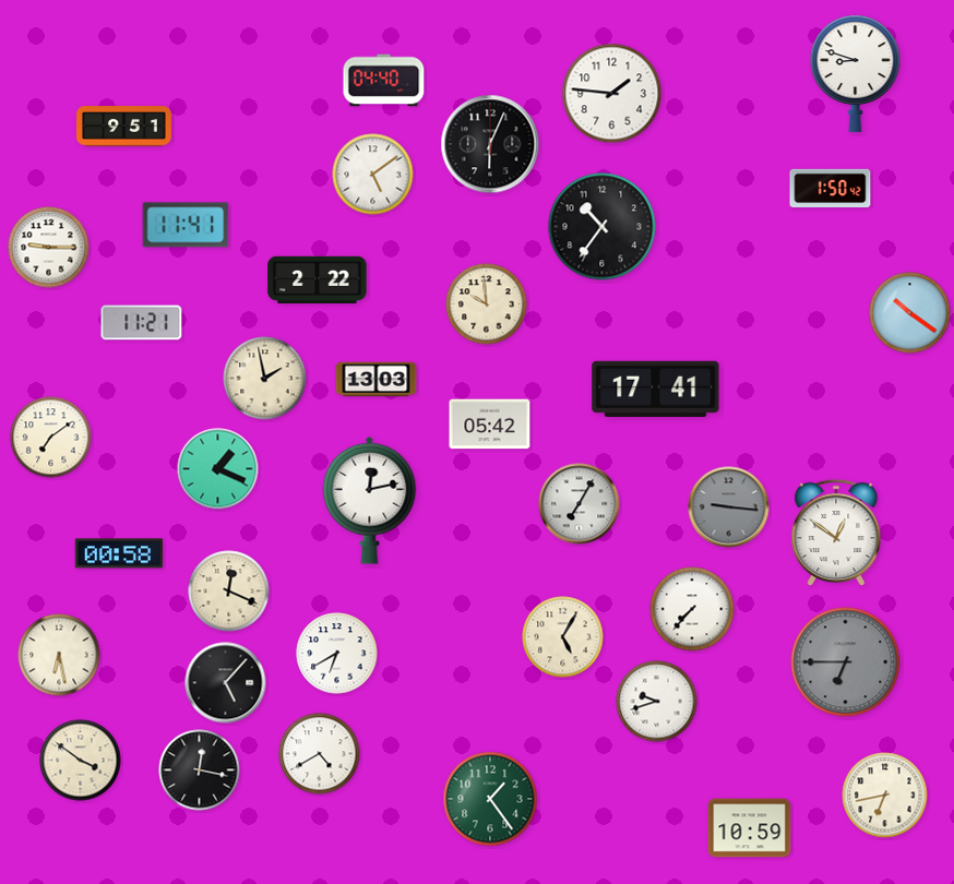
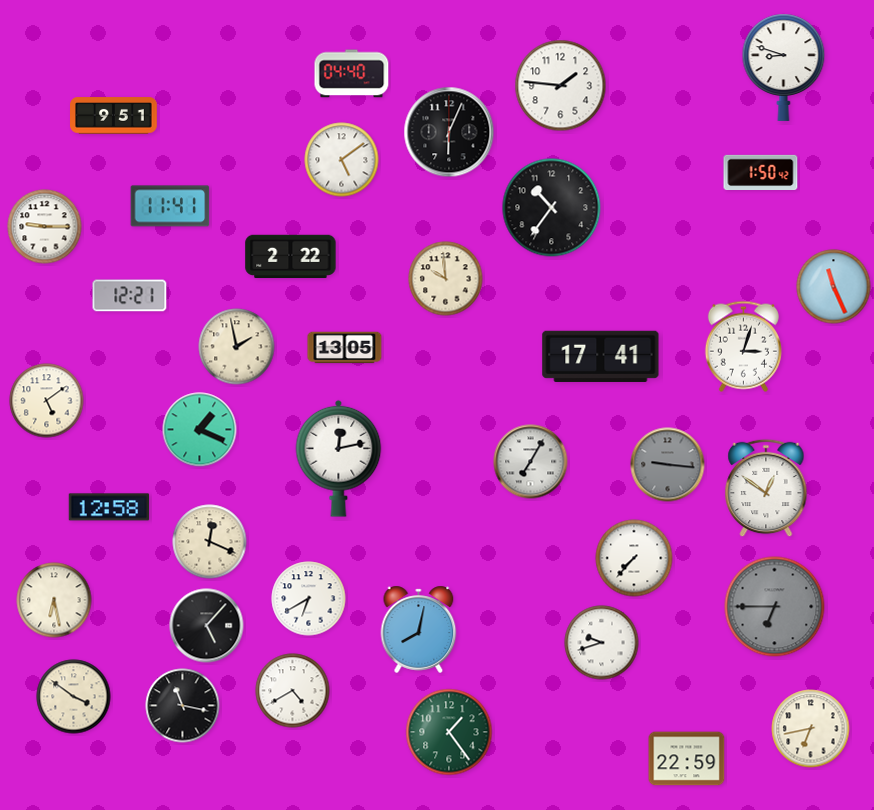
clock at (910, 313): 10:21 -> 11:26
clock at (142, 323): 11:21 -> 12:21
clock at (743, 346): none -> 3:03
clock at (265, 379) position: (265, 379) -> (237, 347)
clock at (377, 380): 13:03 -> 13:05
clock at (490, 425): 05:42 -> none
clock at (51, 438): 7:09 -> 5:09
clock at (119, 553): 00:58 -> 12:58
clock at (563, 637): 5:05 -> none
clock at (419, 629): none -> 8:02
clock at (200, 770): 12:17 -> 11:17
clock at (750, 828): 10:59 -> 22:59
